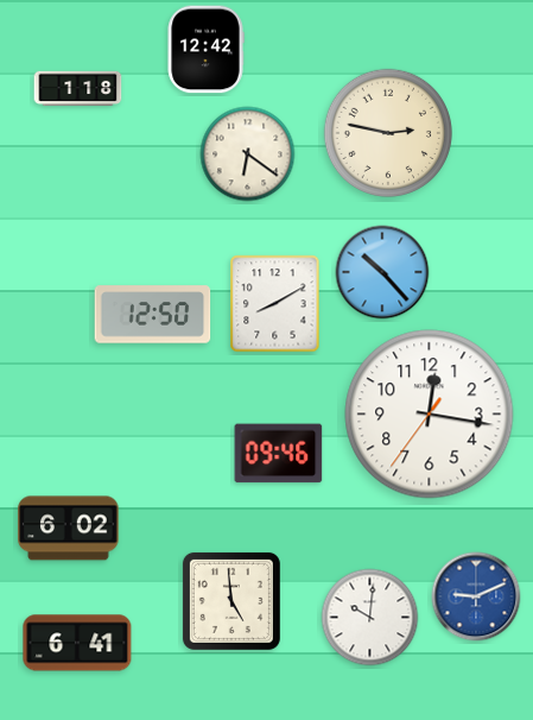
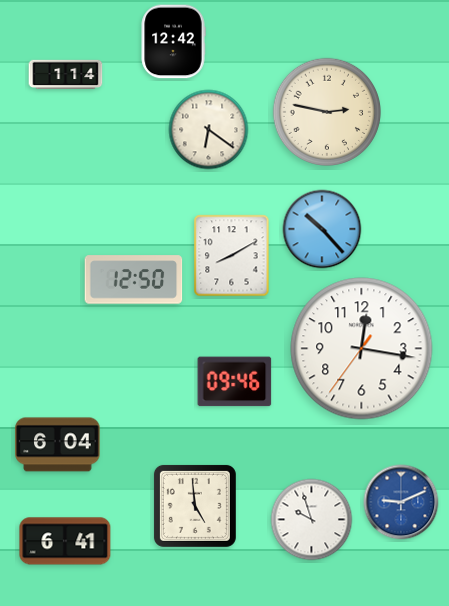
clock at (78, 89): 1:18 -> 1:14
clock at (153, 315) position: (153, 315) -> (134, 280)
clock at (69, 529): 6:02 -> 6:04
clock at (370, 618): 10:01 -> 9:57
